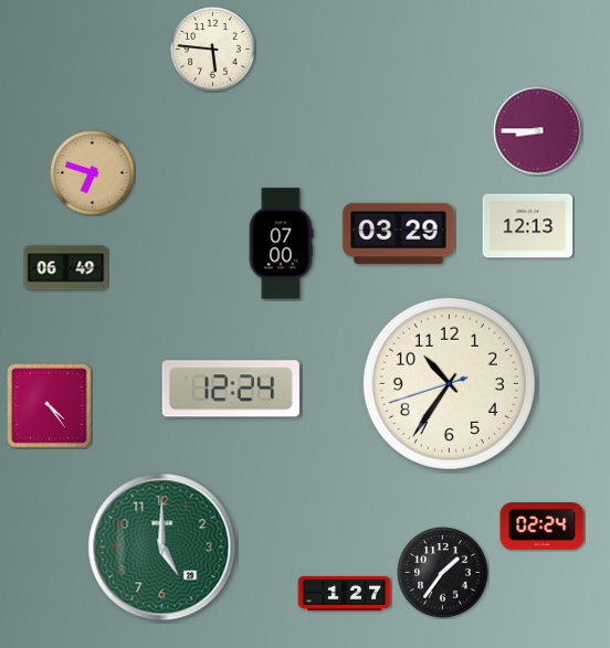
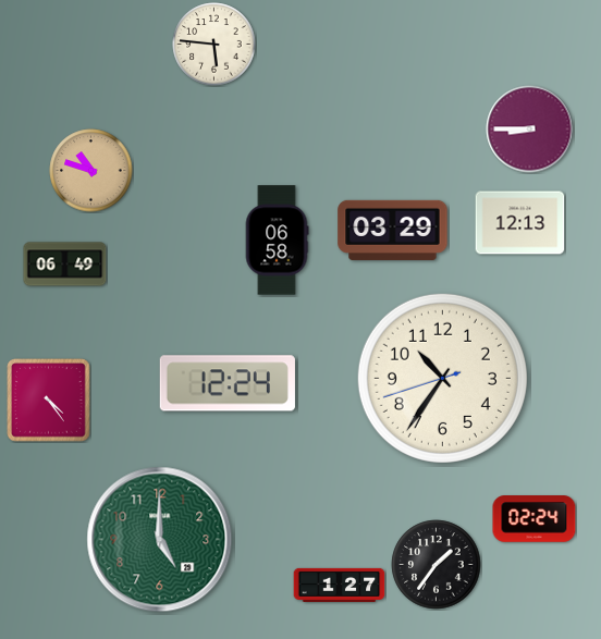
clock at (213, 50) position: (213, 50) -> (214, 45)
clock at (93, 173): 6:48 -> 10:48
clock at (281, 244): 07:00 -> 06:58
